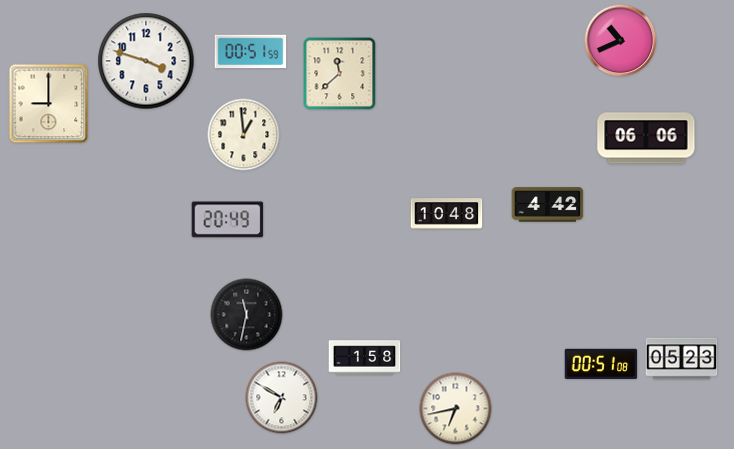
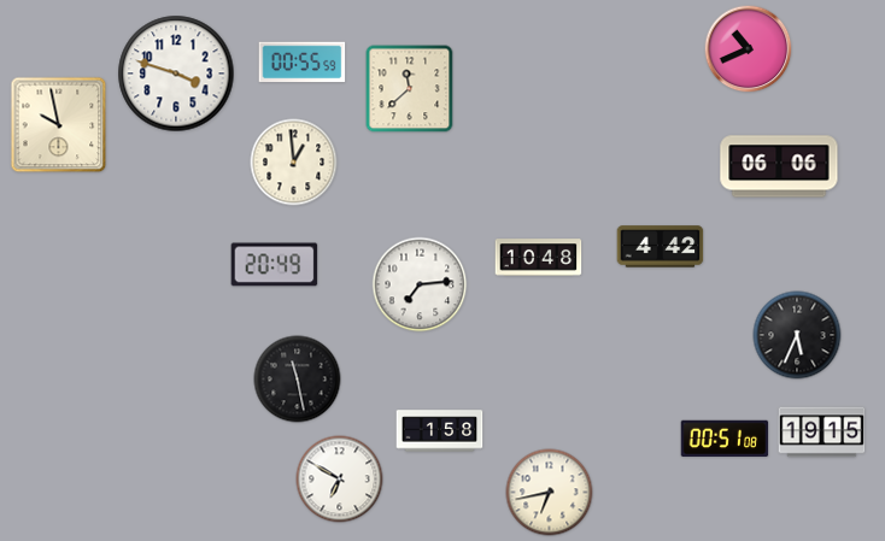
clock at (251, 52): 00:51 -> 00:55
clock at (49, 104): 9:00 -> 9:58
clock at (420, 284): none -> 7:14
clock at (797, 335): none -> 5:34
clock at (247, 315): 11:32 -> 11:28
clock at (682, 359): 05:23 -> 19:15
